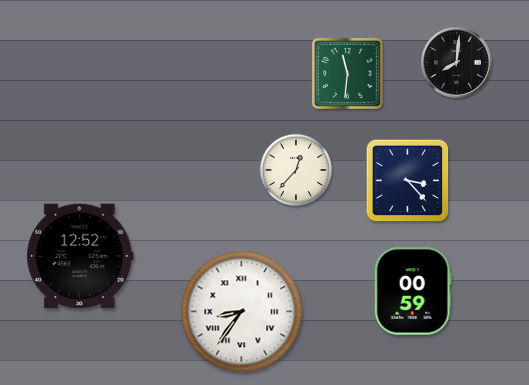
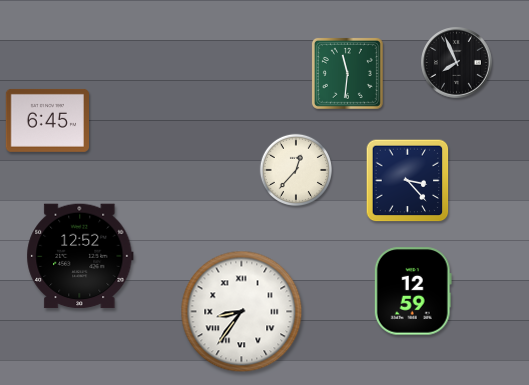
clock at (457, 63): 8:01 -> 7:56
clock at (47, 120): none -> 6:45
clock at (413, 291): 00:59 -> 12:59
